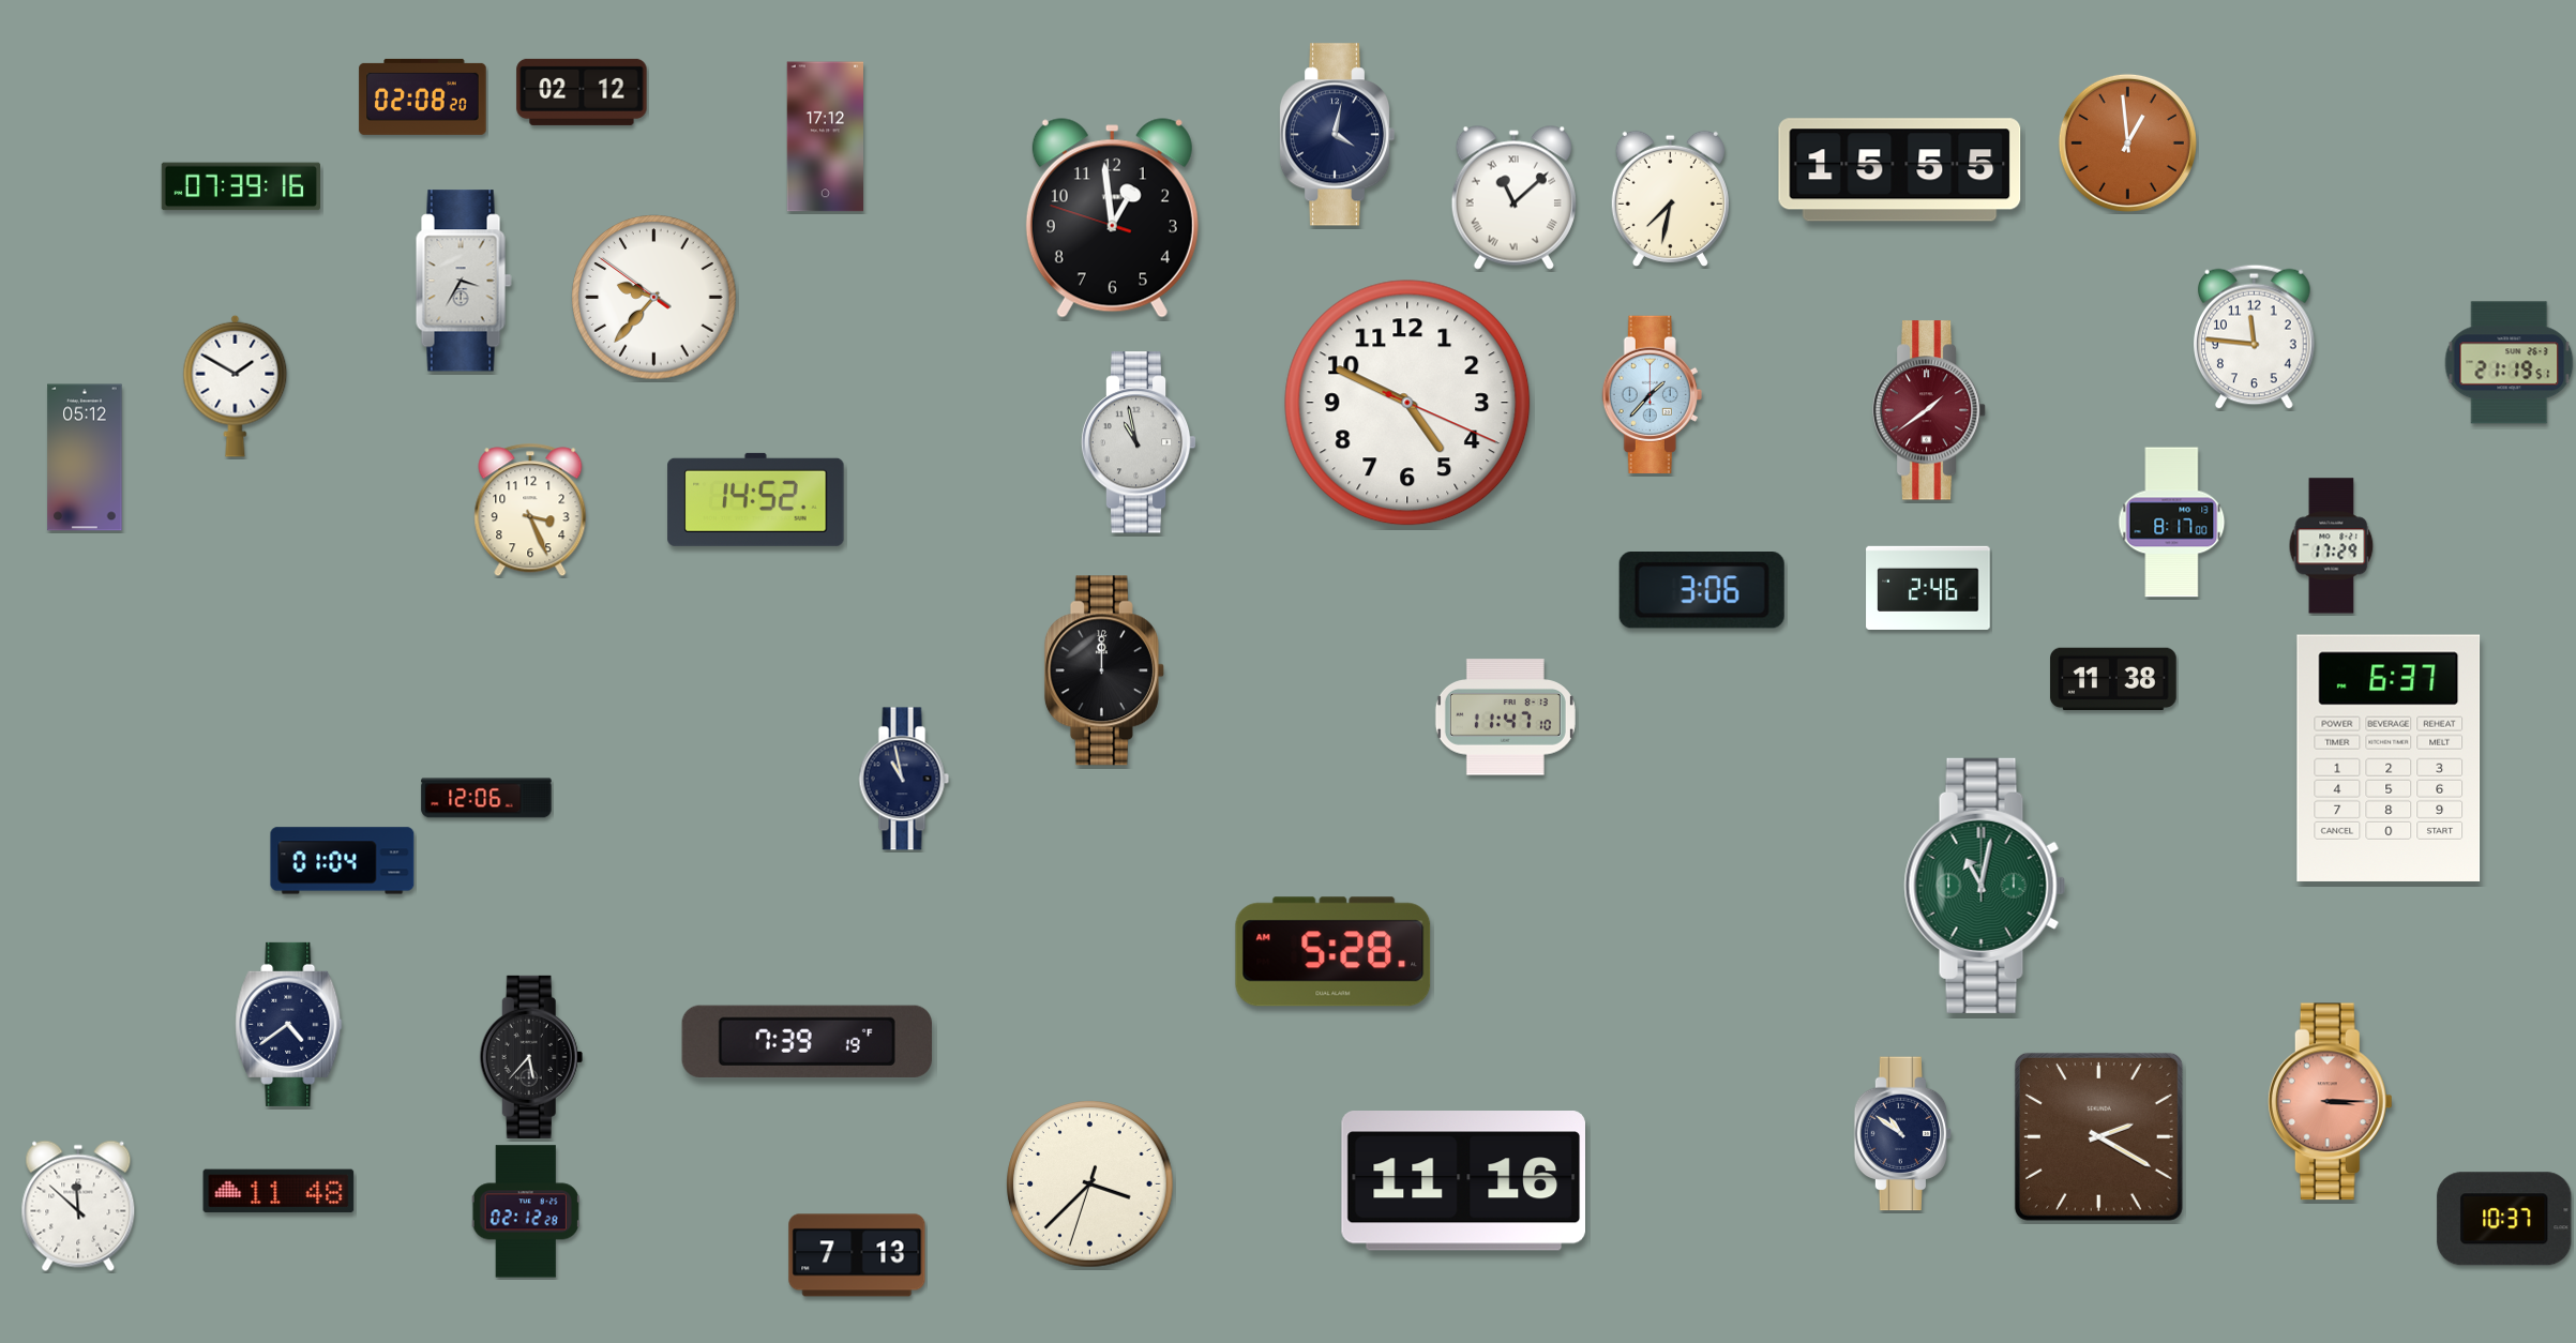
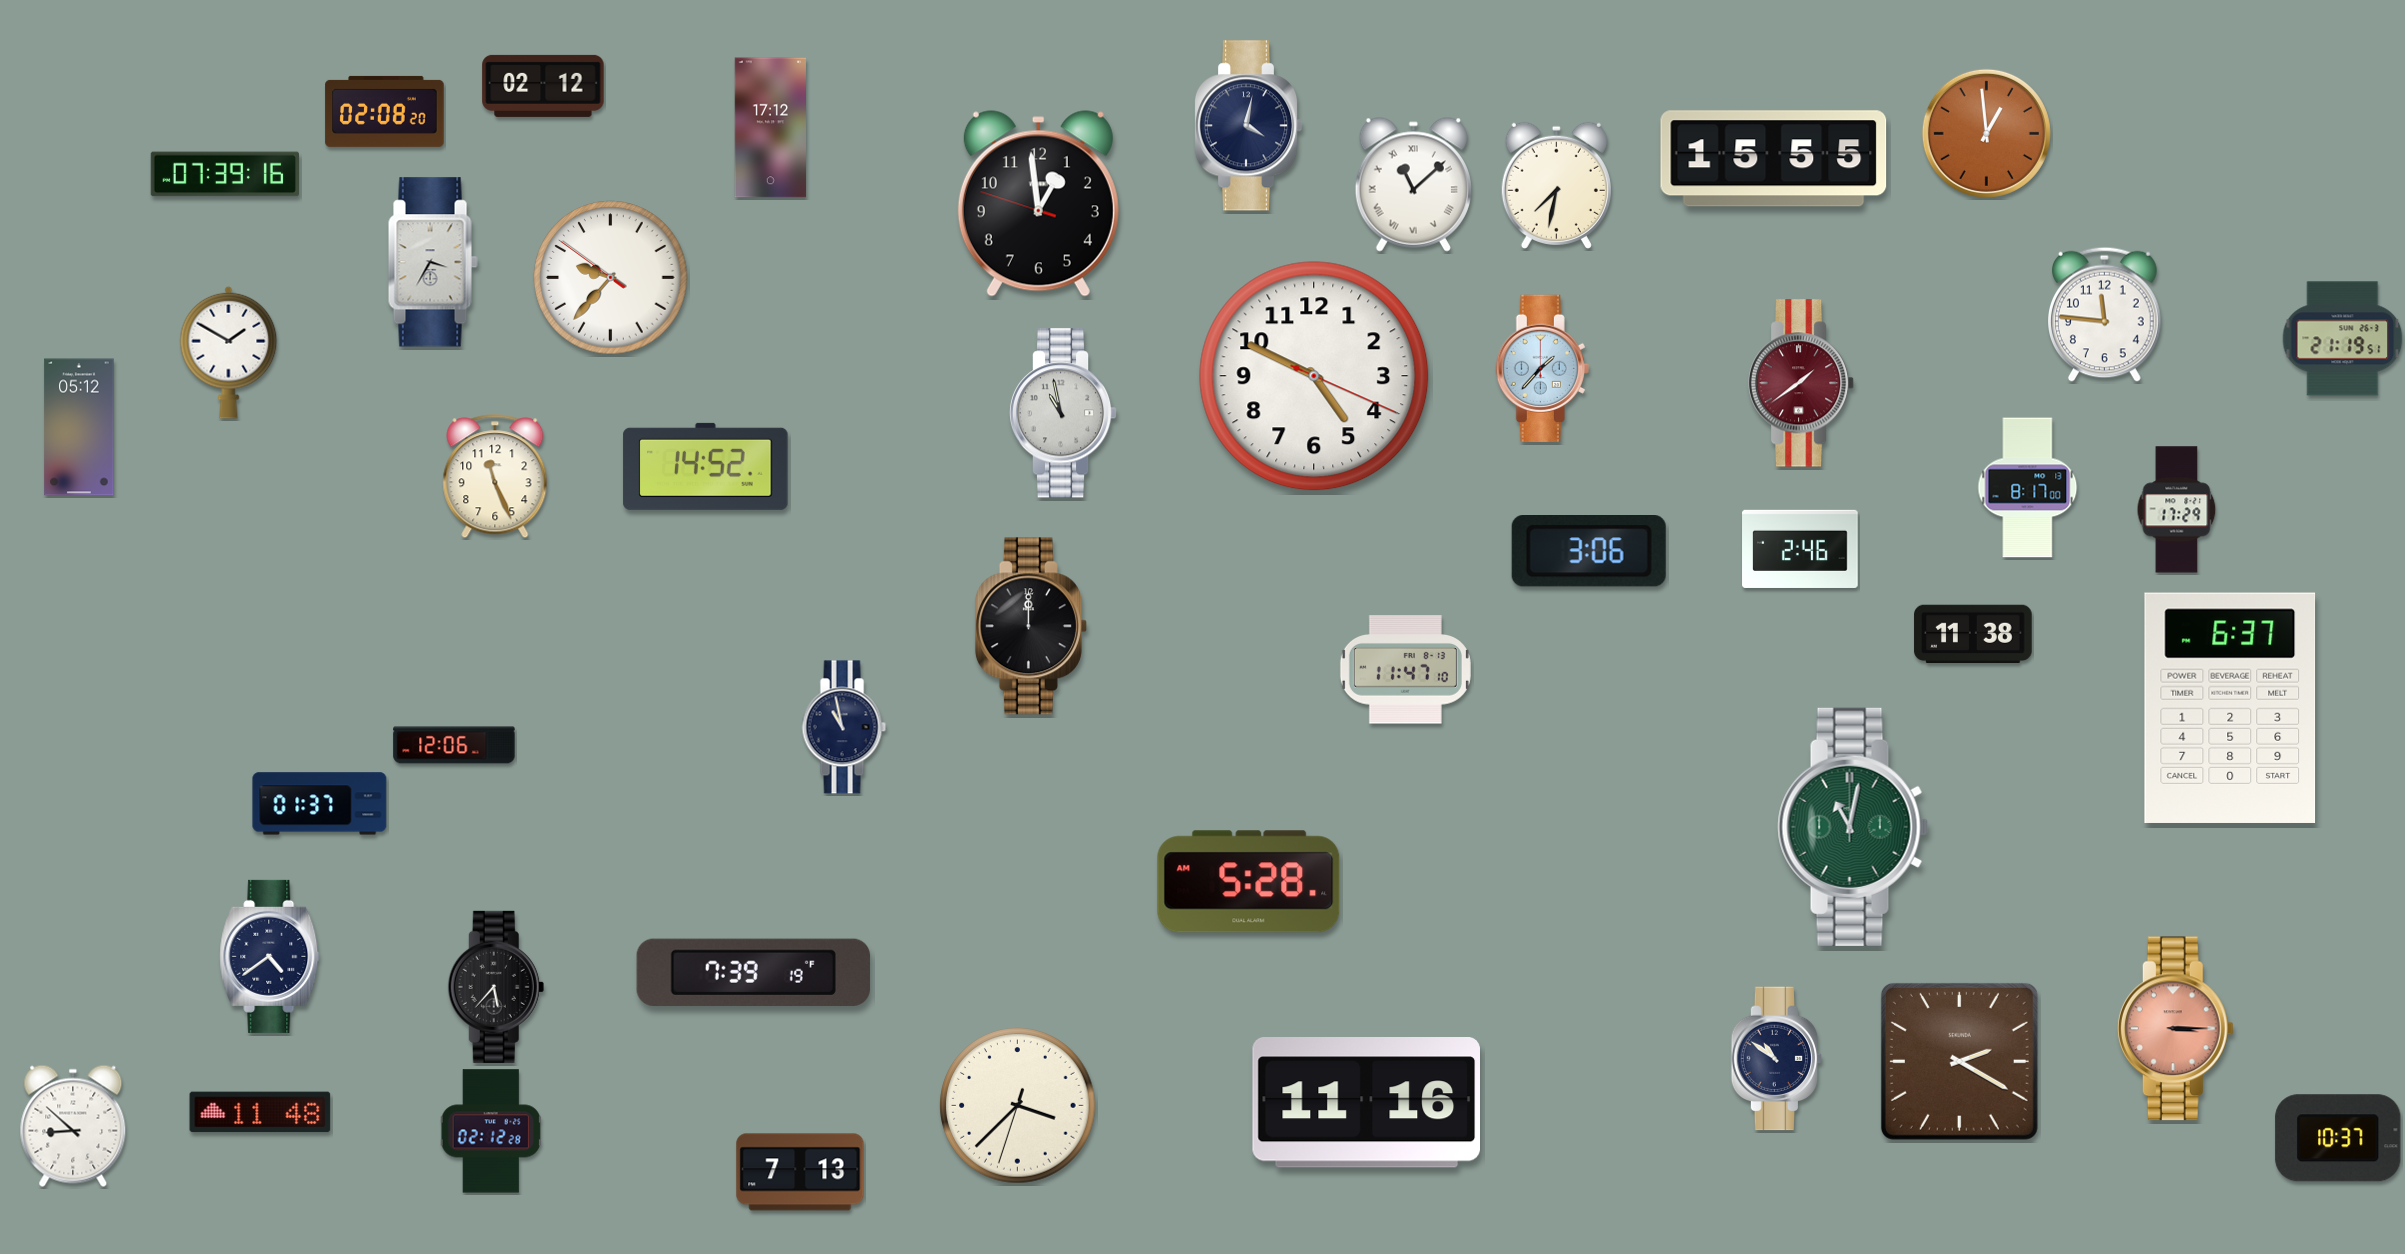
clock at (423, 96) position: (423, 96) -> (385, 111)
clock at (1670, 198) position: (1670, 198) -> (1556, 185)
clock at (236, 386) position: (236, 386) -> (229, 352)
clock at (530, 510): 3:26 -> 11:26
clock at (343, 861): 01:04 -> 01:37
clock at (1334, 952) position: (1334, 952) -> (1249, 882)
clock at (78, 1206): 11:52 -> 8:52
